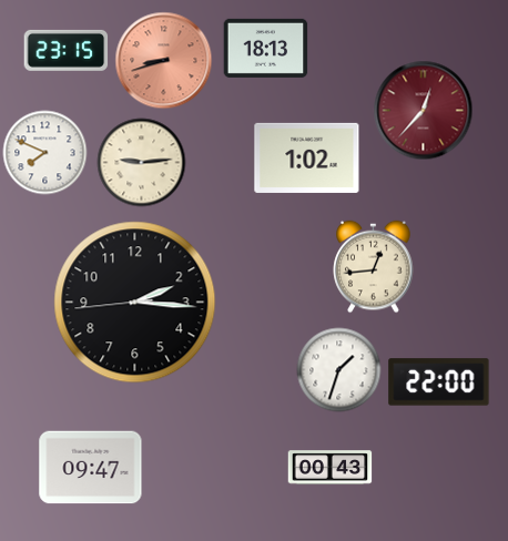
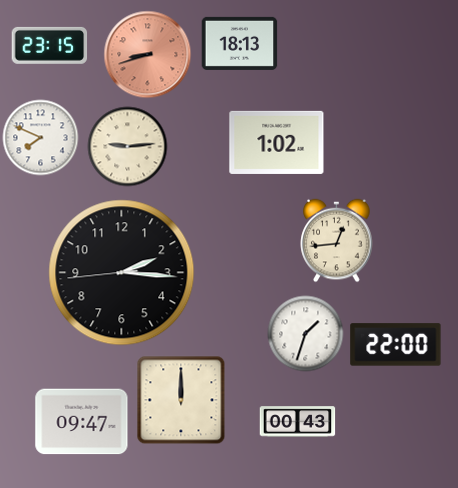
clock at (67, 50) position: (67, 50) -> (50, 45)
clock at (424, 111): 12:37 -> none
clock at (181, 400): none -> 12:00
